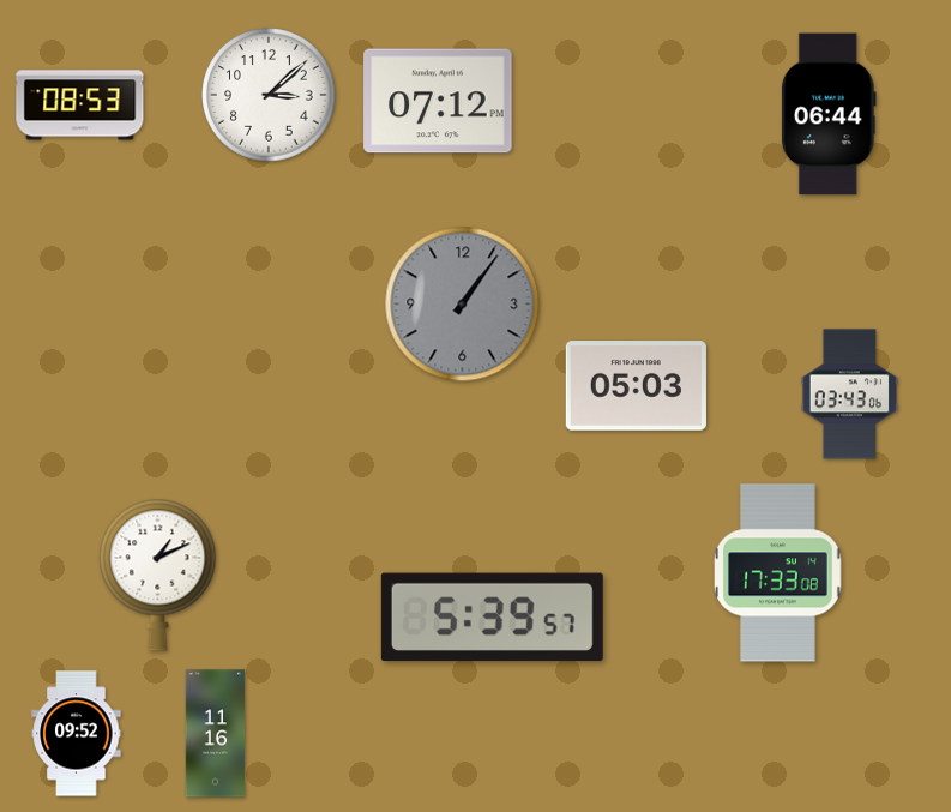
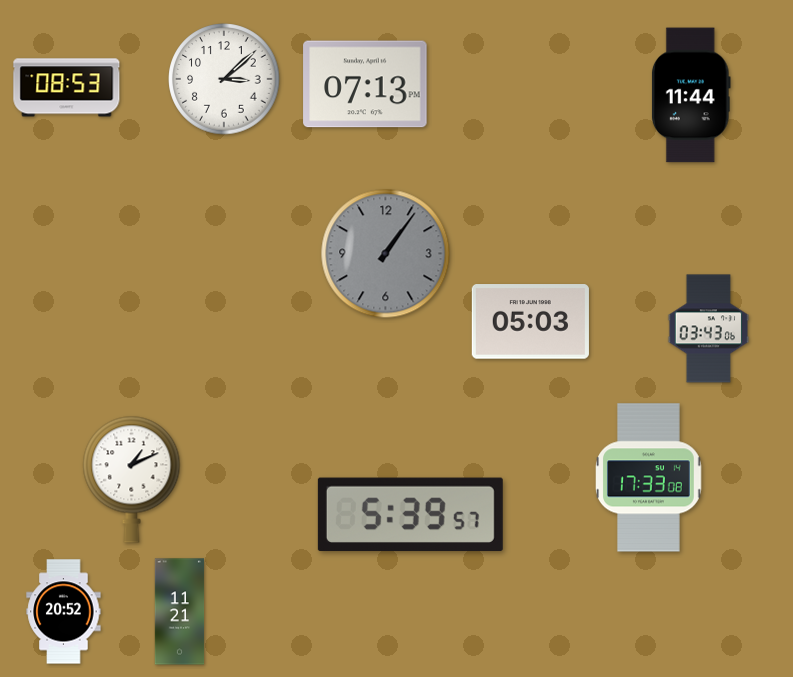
clock at (438, 101): 07:12 -> 07:13
clock at (829, 114): 06:44 -> 11:44
clock at (77, 734): 09:52 -> 20:52
clock at (216, 734): 11:16 -> 11:21
